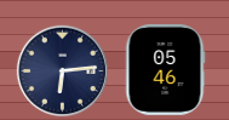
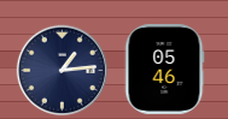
clock at (63, 72): 6:14 -> 1:14
